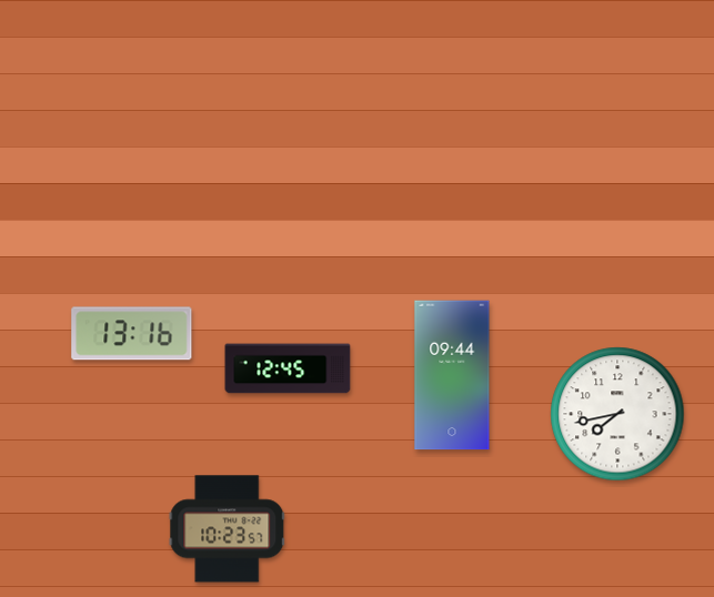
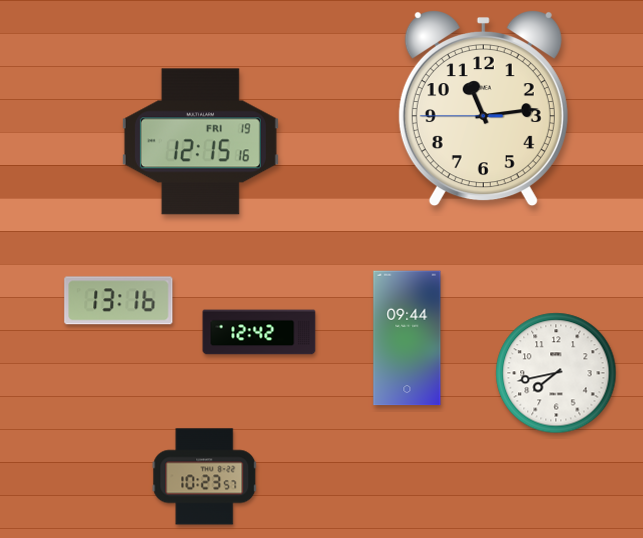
clock at (483, 109): none -> 11:13
clock at (200, 142): none -> 12:15
clock at (288, 368): 12:45 -> 12:42
